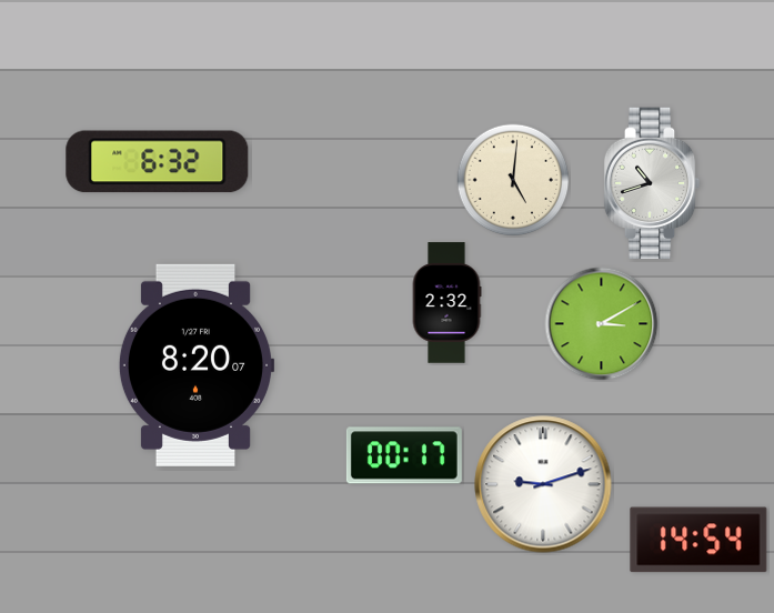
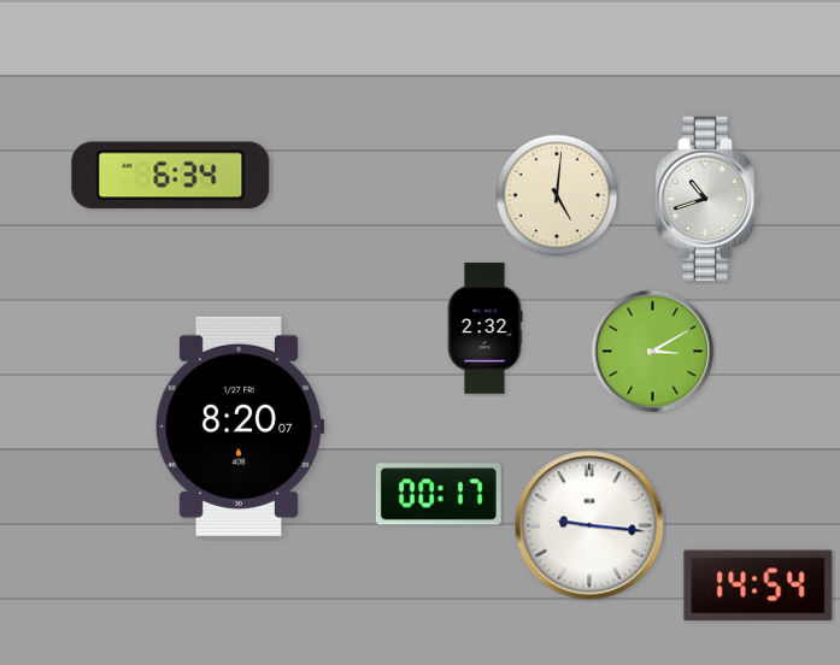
clock at (158, 162): 6:32 -> 6:34
clock at (197, 365) position: (197, 365) -> (240, 426)
clock at (543, 484): 9:12 -> 9:16
